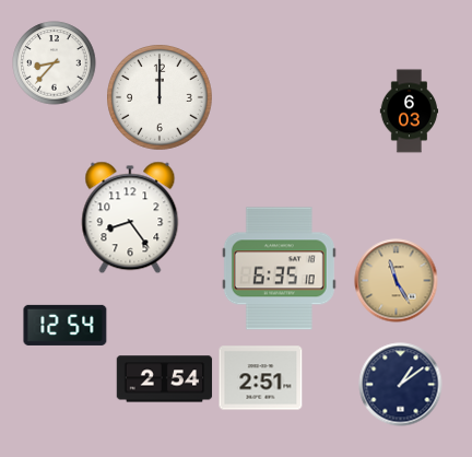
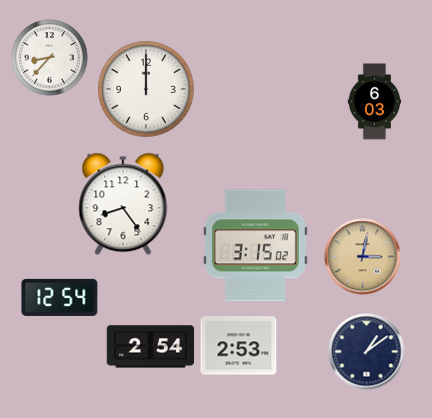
clock at (130, 218) position: (130, 218) -> (123, 204)
clock at (279, 269): 6:35 -> 3:15
clock at (397, 281): 11:25 -> 3:02
clock at (261, 378): 2:51 -> 2:53
